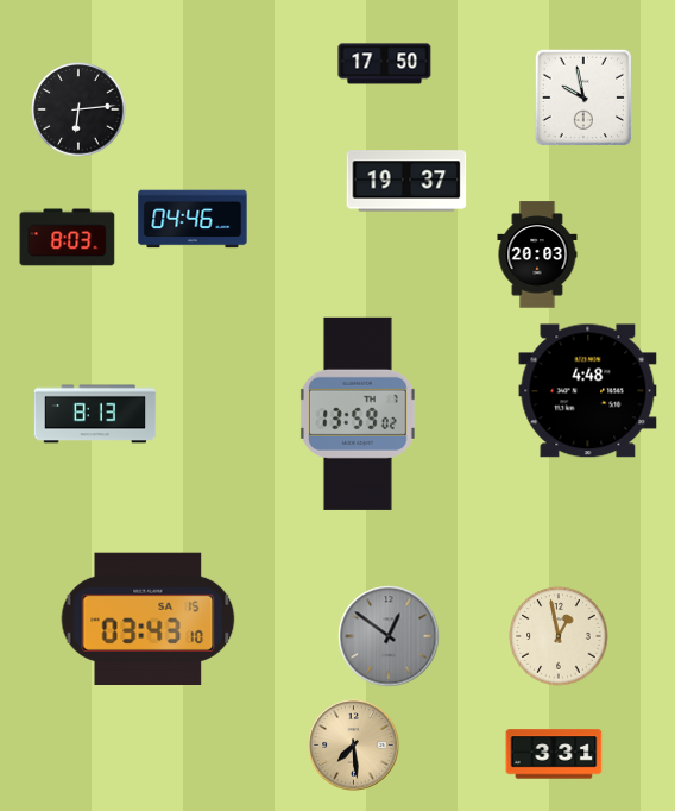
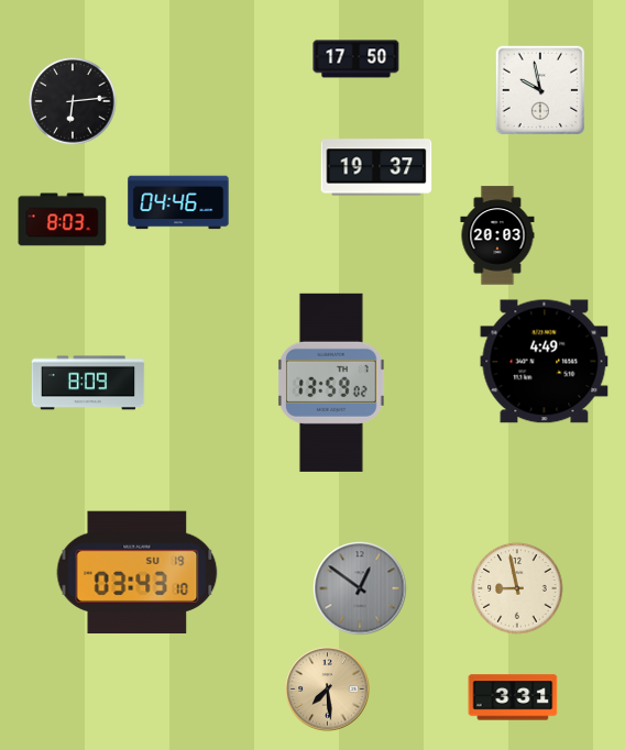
clock at (588, 391): 4:48 -> 4:49
clock at (95, 414): 8:13 -> 8:09
clock at (149, 618) date: SA 15 -> SU 19
clock at (559, 636): 12:58 -> 8:58
